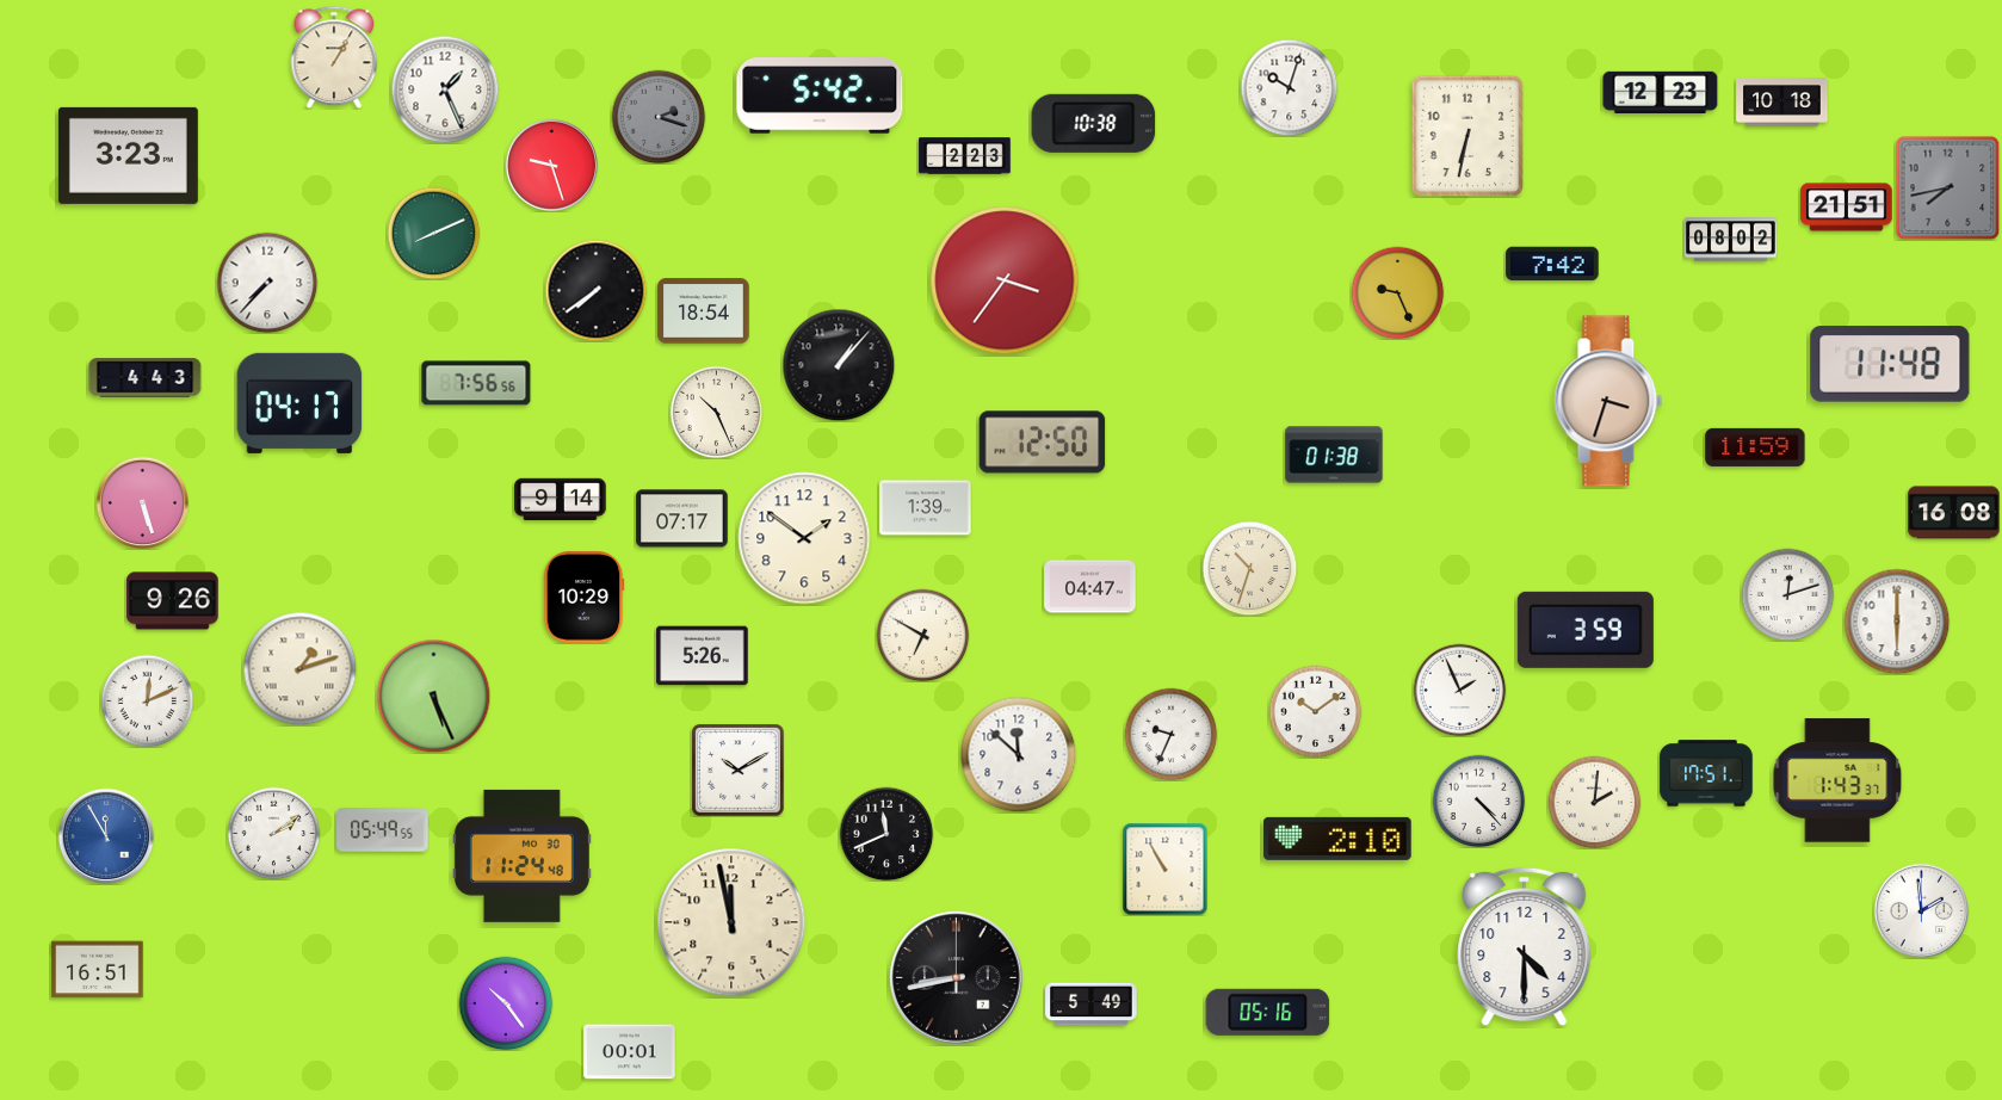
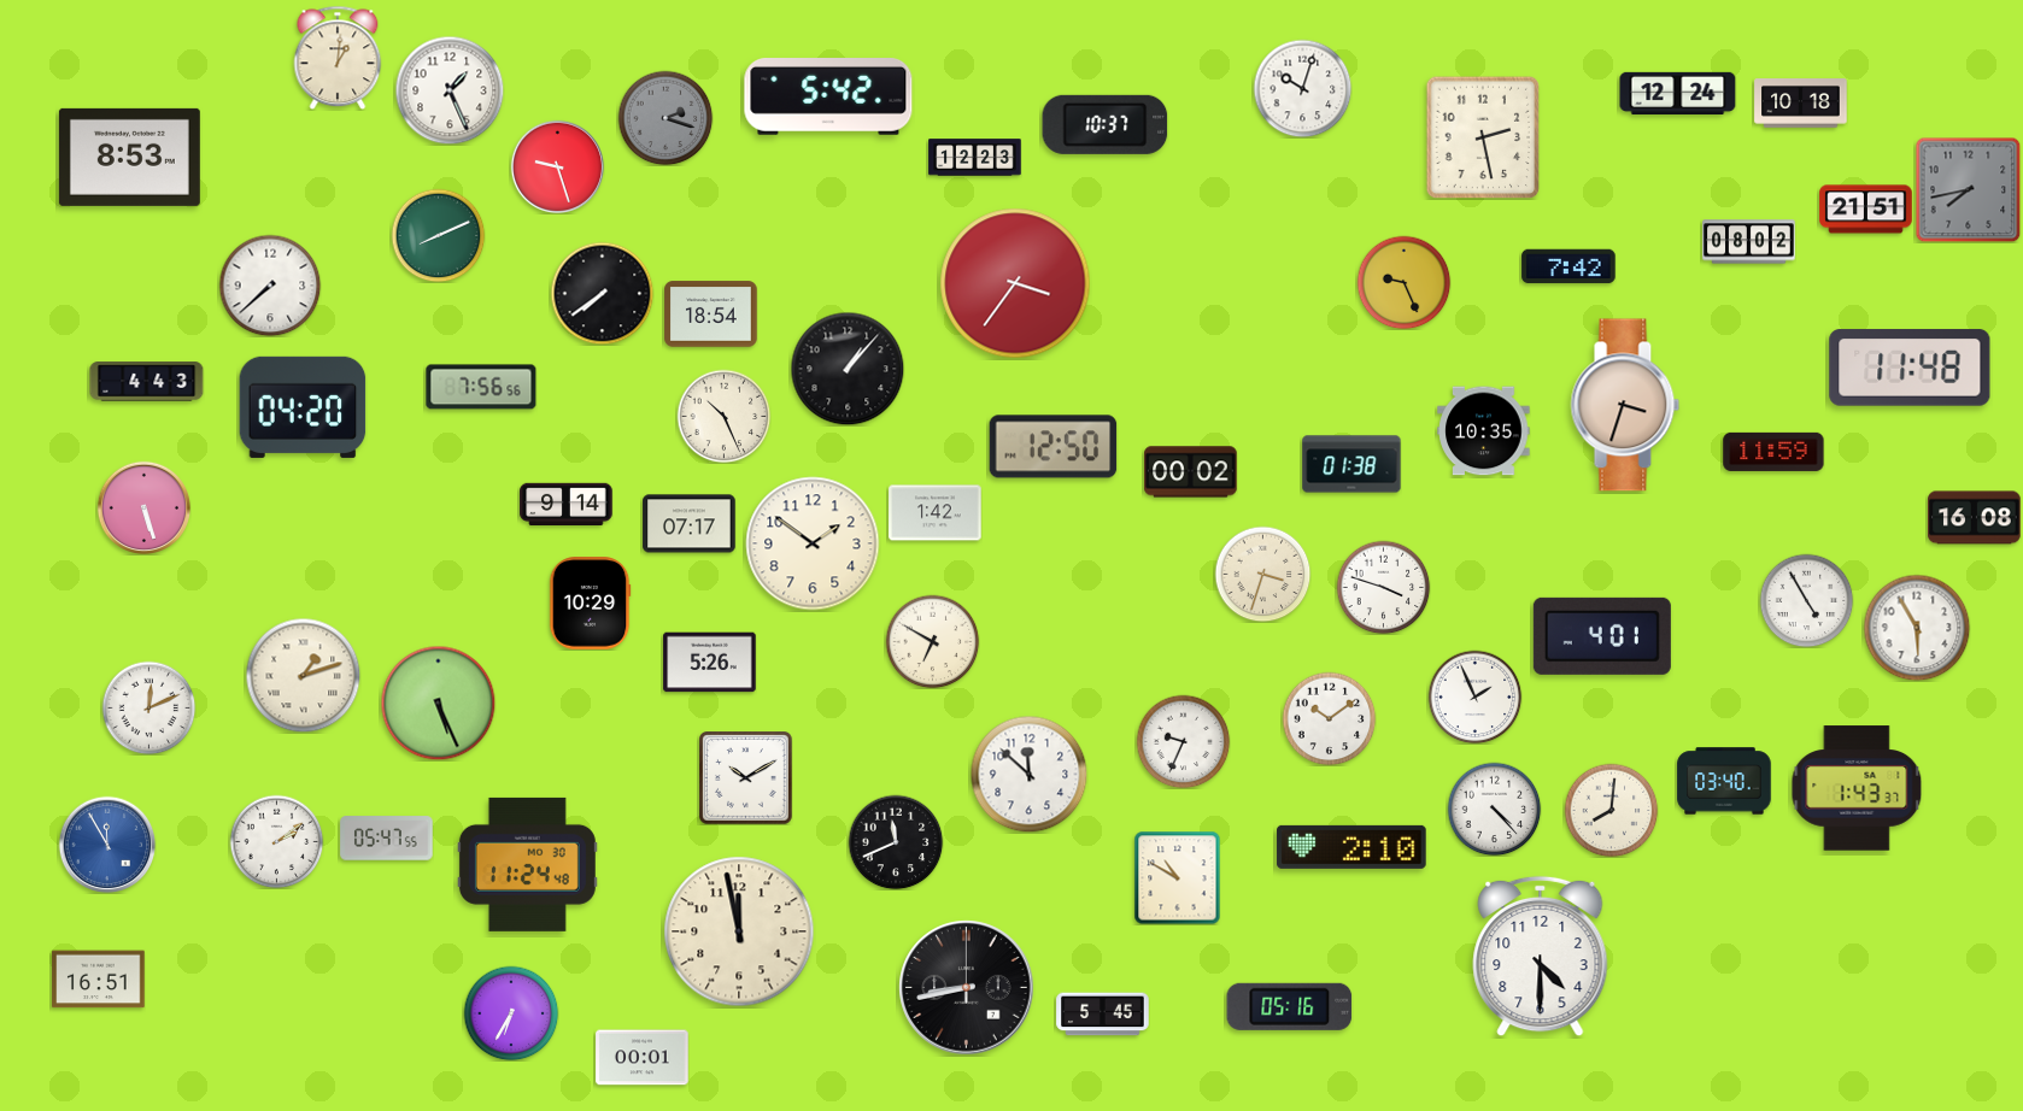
clock at (334, 57): 1:05 -> 1:01
clock at (1661, 92): 12:23 -> 12:24
clock at (1094, 123): 10:38 -> 10:37
clock at (1467, 136): 6:32 -> 2:28
clock at (128, 155): 3:23 -> 8:53
clock at (965, 156): 2:23 -> 12:23
clock at (267, 283): 7:37 -> 7:38
clock at (1397, 292) position: (1397, 292) -> (1403, 282)
clock at (299, 403): 04:17 -> 04:20
clock at (1484, 431): none -> 10:35
clock at (1334, 455) position: (1334, 455) -> (1351, 464)
clock at (1191, 472): none -> 00:02
clock at (926, 508): 1:39 -> 1:42
clock at (1249, 568): 10:33 -> 3:33
clock at (1383, 587): none -> 3:48
clock at (1090, 587): 04:47 -> none
clock at (1787, 594): 12:12 -> 4:55
clock at (173, 601): 9:26 -> none
clock at (1897, 622): 6:00 -> 5:55
clock at (1586, 630): 3:59 -> 4:01
clock at (1018, 754) position: (1018, 754) -> (1028, 774)
clock at (1706, 773): 17:51 -> 03:40
clock at (1594, 802): 2:01 -> 8:01
clock at (383, 830): 05:49 -> 05:47
clock at (1166, 869): 10:55 -> 10:50
clock at (1921, 910): 1:59 -> none
clock at (506, 1003): 10:24 -> 6:35
clock at (1092, 1005): 5:49 -> 5:45
clock at (1268, 1012) position: (1268, 1012) -> (1290, 1006)
clock at (630, 1052) position: (630, 1052) -> (643, 1058)
